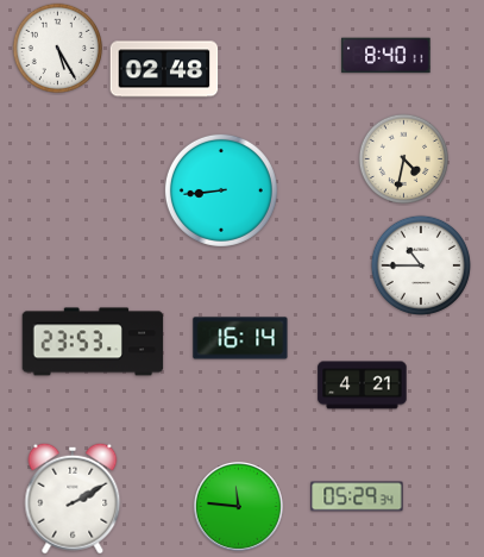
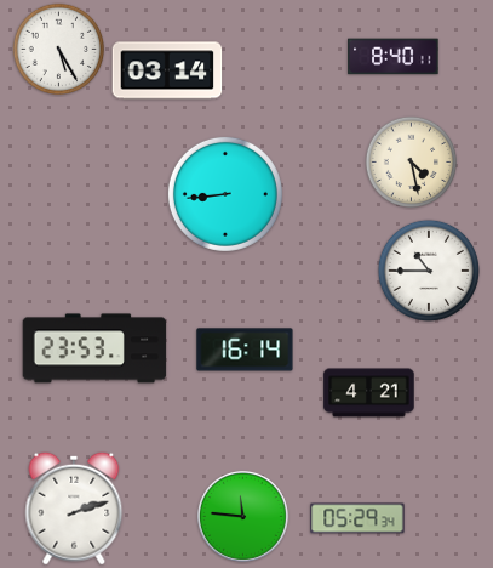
clock at (164, 69): 02:48 -> 03:14
clock at (404, 159): 4:32 -> 4:28
clock at (240, 338) position: (240, 338) -> (245, 350)
clock at (357, 496) position: (357, 496) -> (357, 518)
clock at (73, 499): 2:10 -> 2:12
